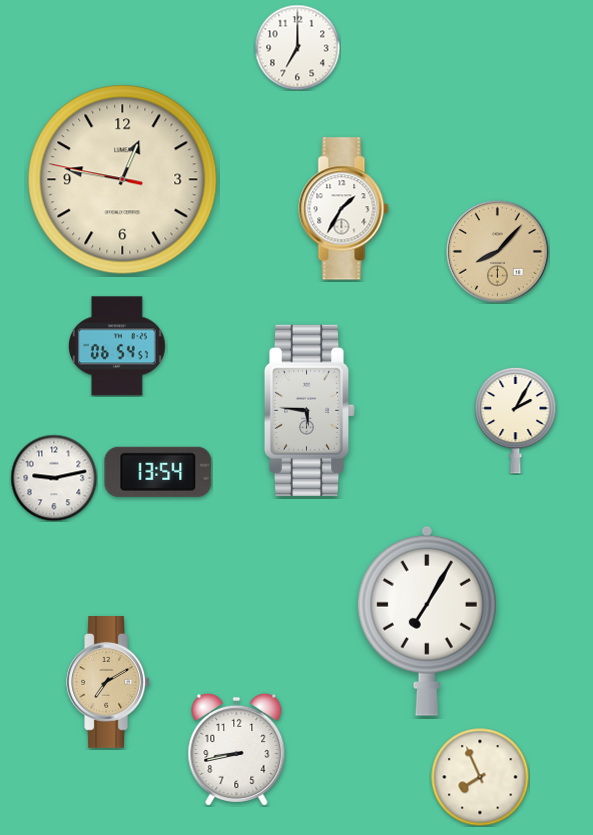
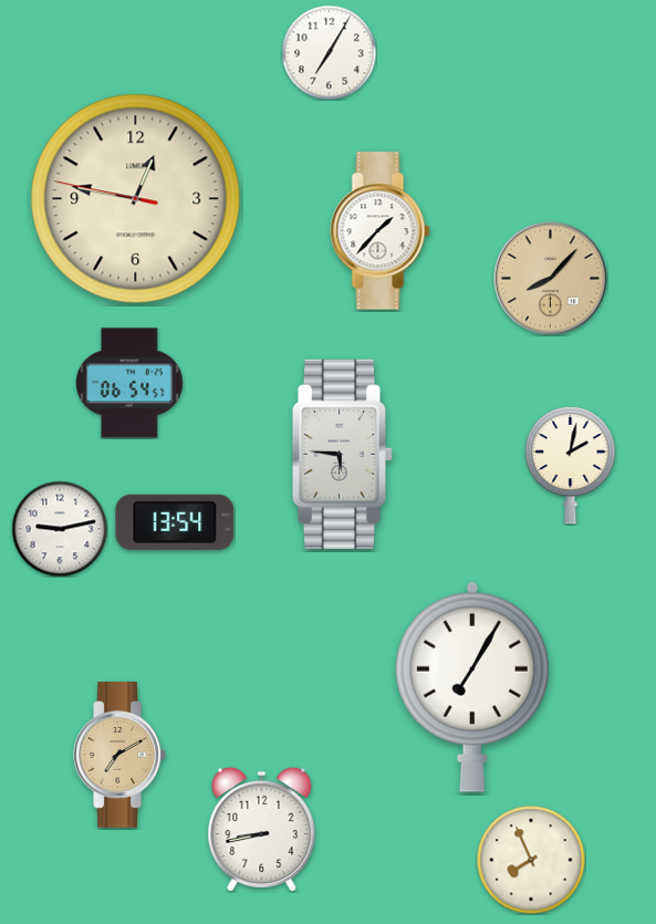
clock at (297, 47): 7:00 -> 7:05
clock at (344, 209): 1:35 -> 1:37
clock at (516, 420): 2:05 -> 2:02
